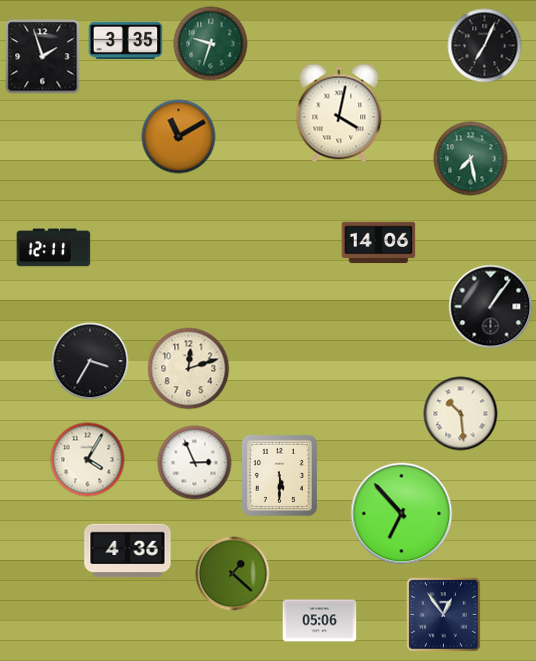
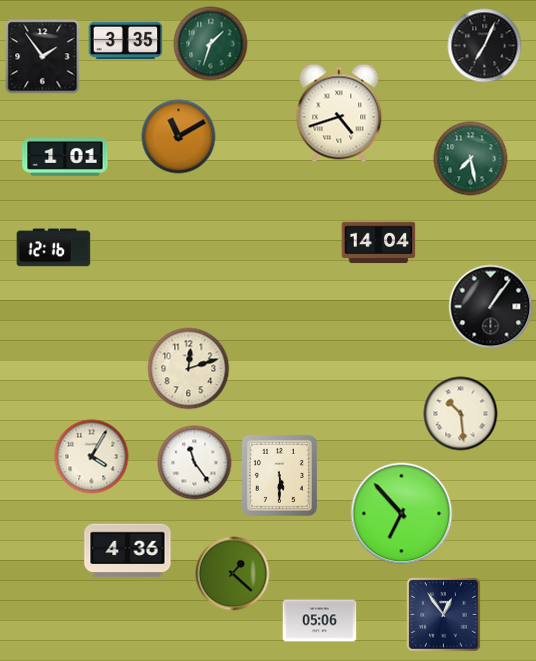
clock at (211, 44): 9:33 -> 1:33
clock at (43, 57): 1:57 -> 1:54
clock at (339, 113): 4:02 -> 4:42
clock at (65, 157): none -> 1:01
clock at (379, 243): 14:06 -> 14:04
clock at (54, 248): 12:11 -> 12:16
clock at (90, 361): 3:35 -> none
clock at (88, 460) position: (88, 460) -> (92, 457)
clock at (195, 463): 2:56 -> 11:24
